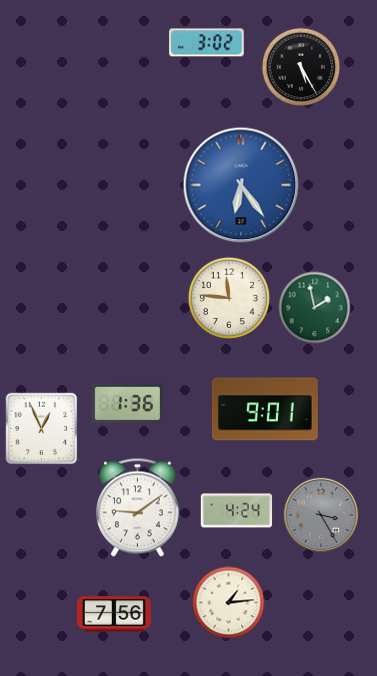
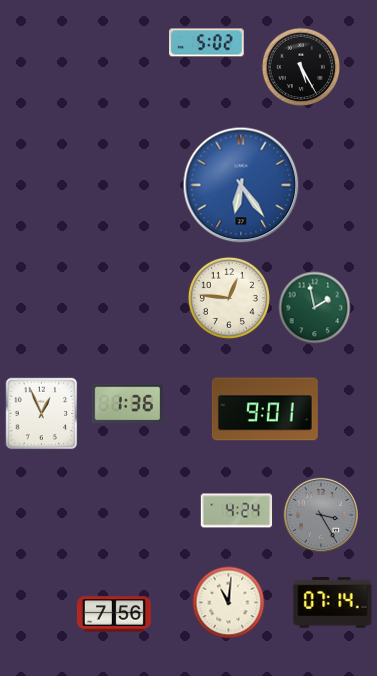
clock at (207, 43): 3:02 -> 5:02
clock at (229, 298): 11:46 -> 12:46
clock at (42, 429) position: (42, 429) -> (42, 414)
clock at (137, 508): 9:09 -> none
clock at (229, 603): 1:14 -> 11:01
clock at (333, 603): none -> 07:14
